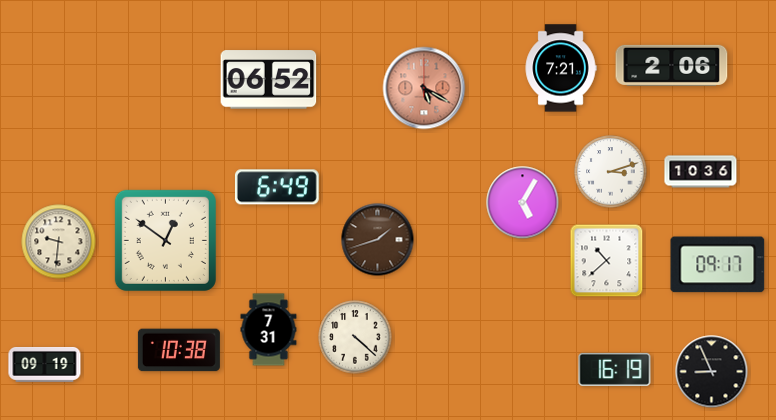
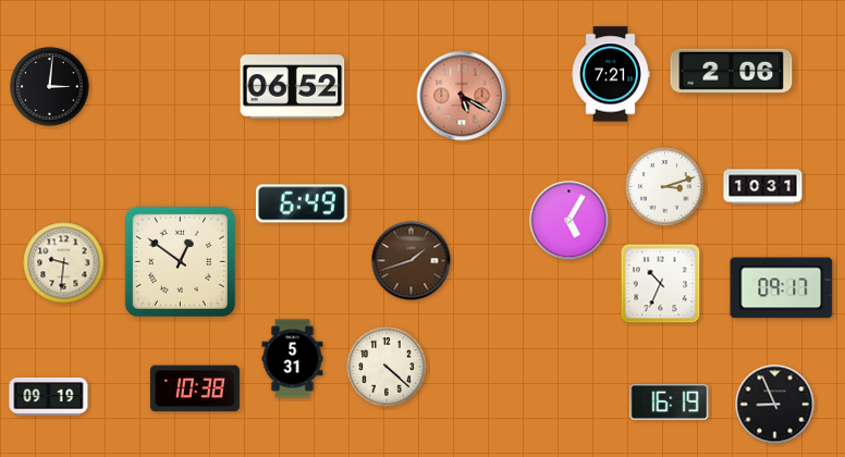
clock at (50, 87): none -> 3:01
clock at (701, 172): 10:36 -> 10:31
clock at (607, 261): 10:38 -> 10:34
clock at (269, 330): 7:31 -> 5:31
clock at (179, 350) position: (179, 350) -> (195, 388)
